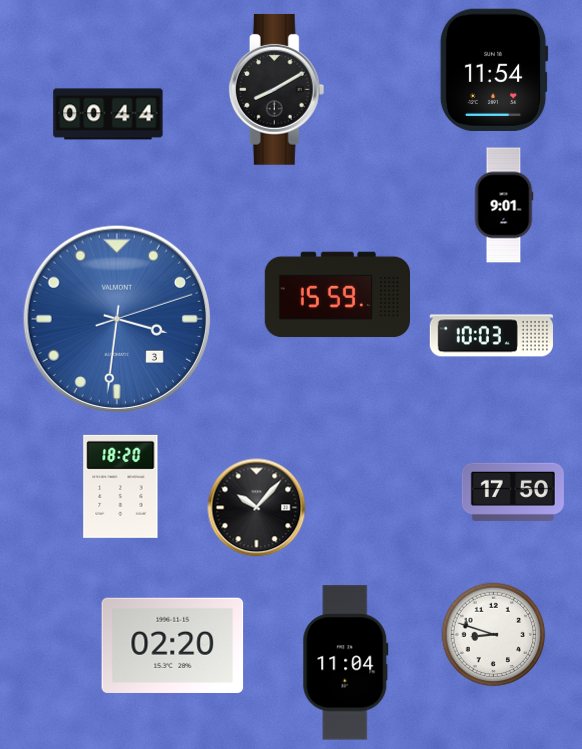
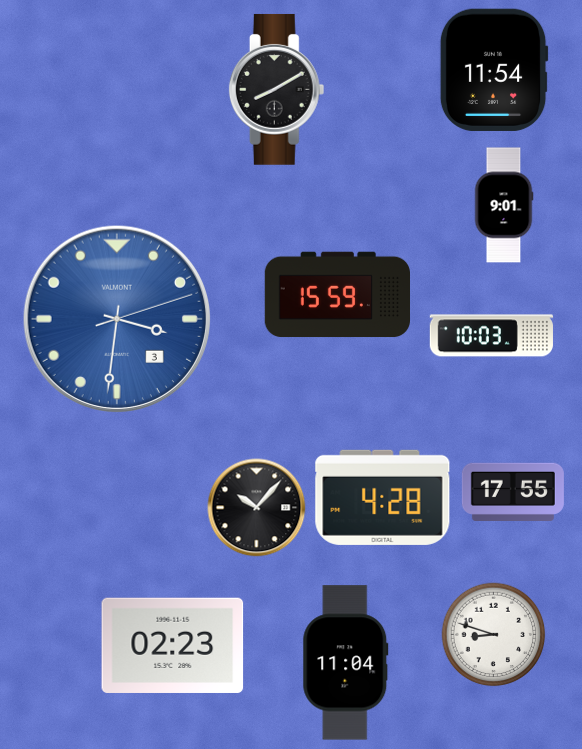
clock at (108, 114): 00:44 -> none
clock at (121, 486): 18:20 -> none
clock at (513, 492): 17:50 -> 17:55
clock at (383, 497): none -> 4:28
clock at (173, 645): 02:20 -> 02:23
